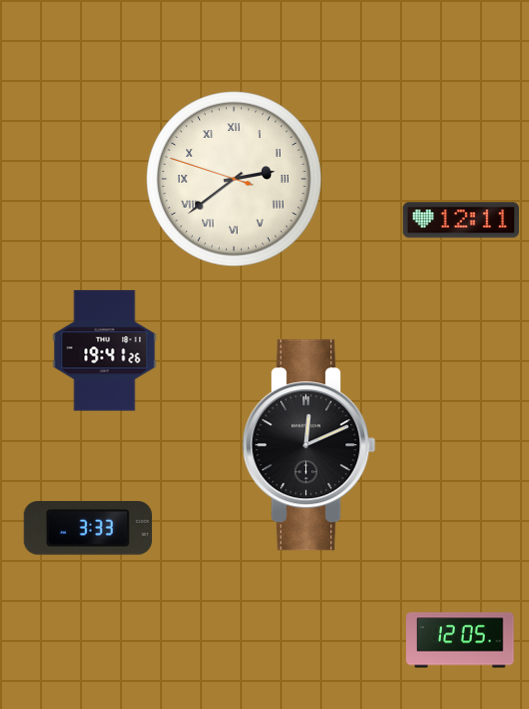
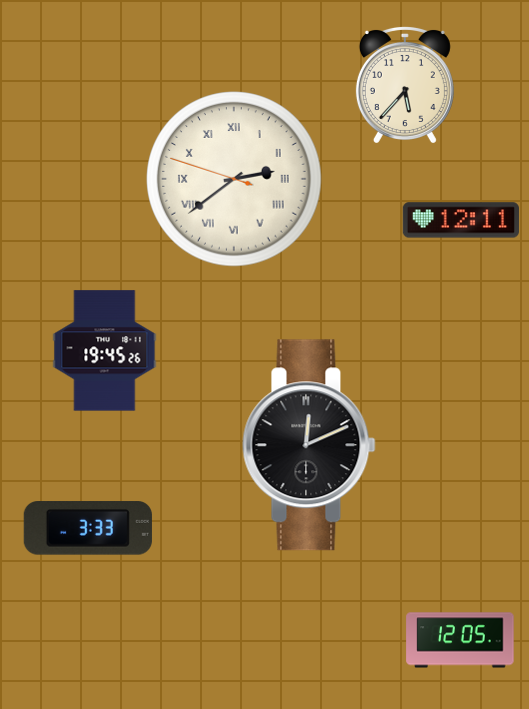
clock at (405, 84): none -> 5:37
clock at (105, 351): 19:41 -> 19:45
